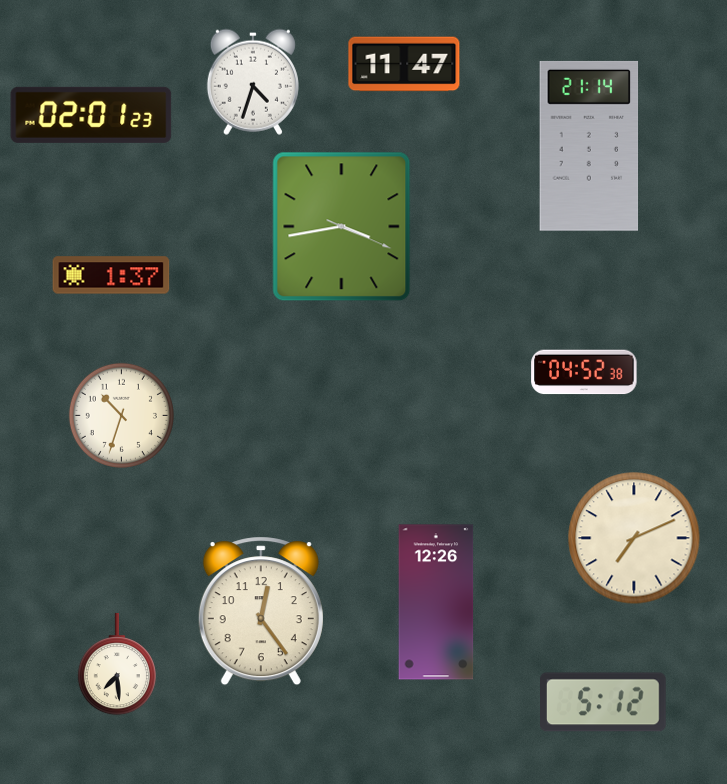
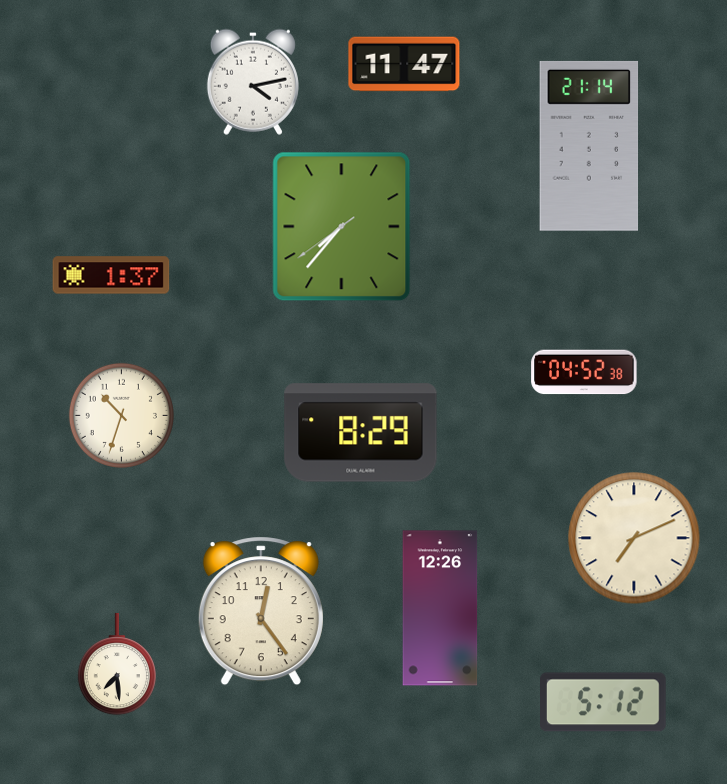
clock at (253, 82): 4:33 -> 4:13
clock at (91, 115): 02:01 -> none
clock at (342, 227): 3:43 -> 7:36
clock at (361, 433): none -> 8:29
clock at (436, 602) position: (436, 602) -> (440, 608)
